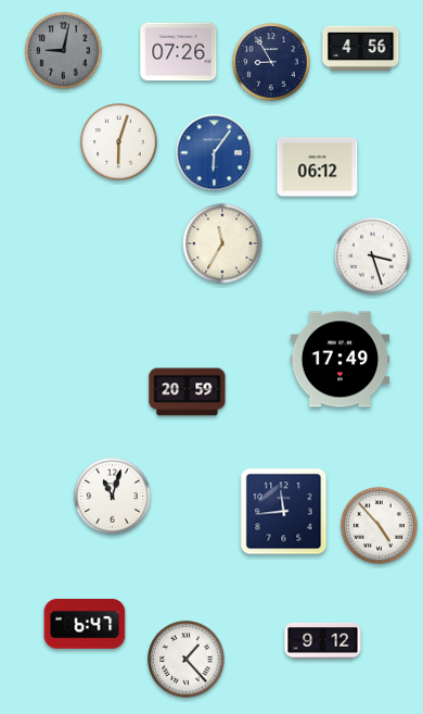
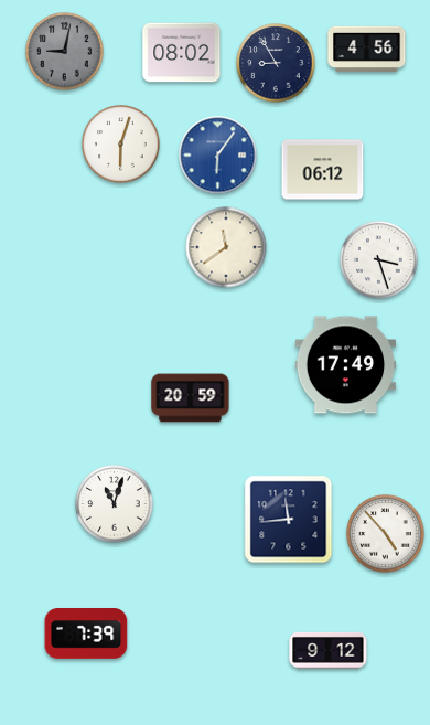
clock at (179, 52): 07:26 -> 08:02
clock at (222, 243): 11:35 -> 11:39
clock at (85, 625): 6:47 -> 7:39
clock at (187, 660): 1:23 -> none
